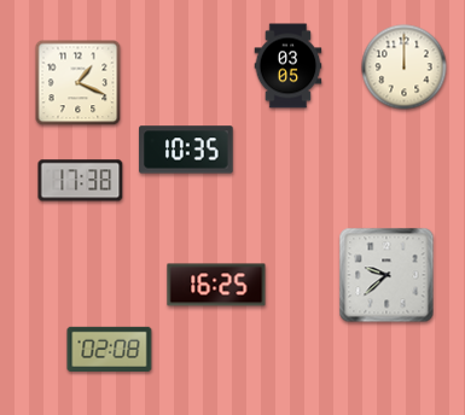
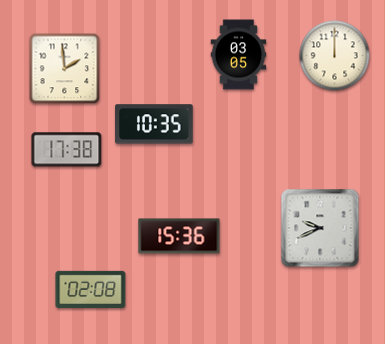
clock at (79, 83): 1:19 -> 1:59
clock at (386, 275): 9:38 -> 9:41
clock at (216, 285): 16:25 -> 15:36
